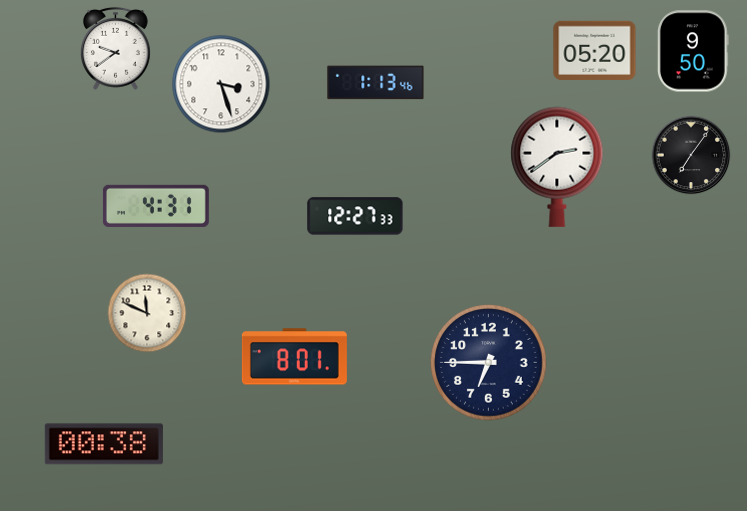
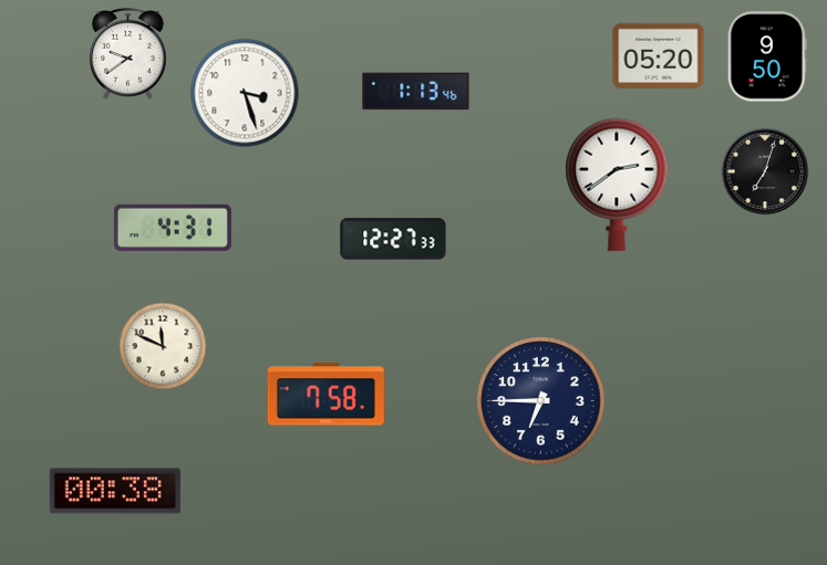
clock at (691, 155): 7:06 -> 7:03
clock at (294, 357): 8:01 -> 7:58
